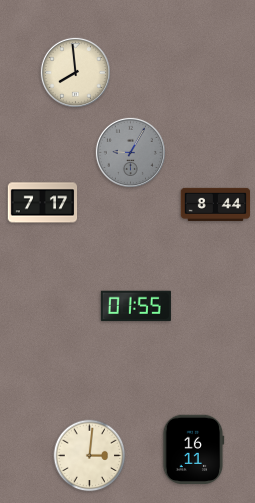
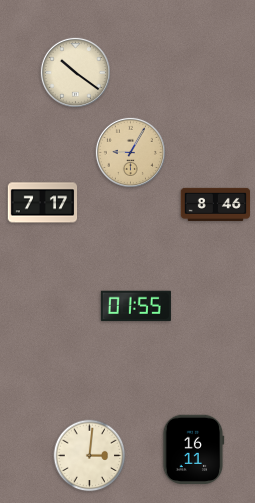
clock at (75, 72): 7:59 -> 10:21
clock at (130, 152) dial: grey -> champagne
clock at (216, 204): 8:44 -> 8:46
